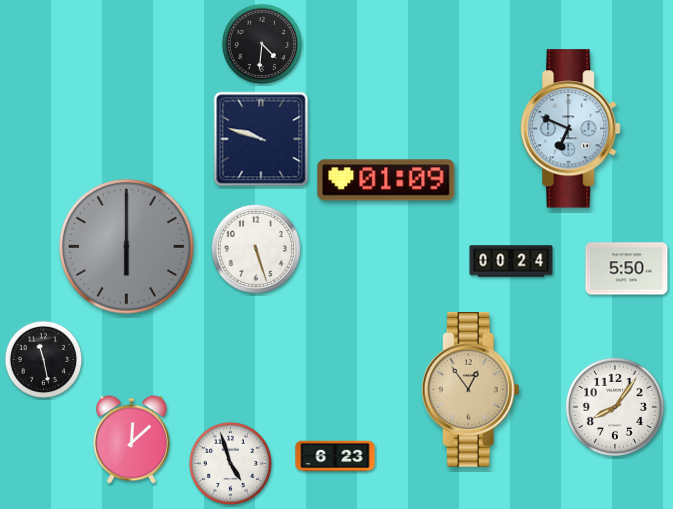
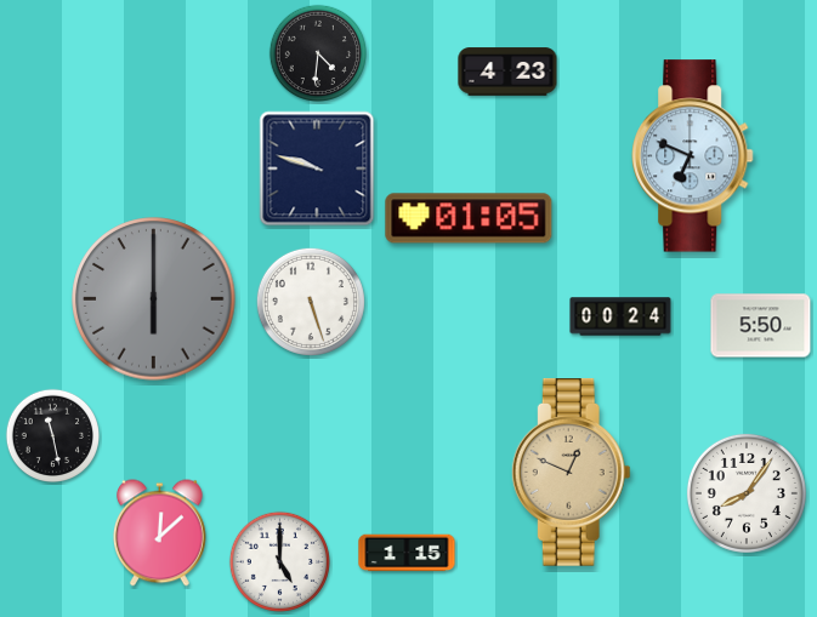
clock at (507, 72): none -> 4:23
clock at (386, 180): 01:09 -> 01:05
clock at (470, 390): 12:54 -> 12:49
clock at (335, 456): 6:23 -> 1:15
clock at (230, 463): 4:57 -> 5:00
